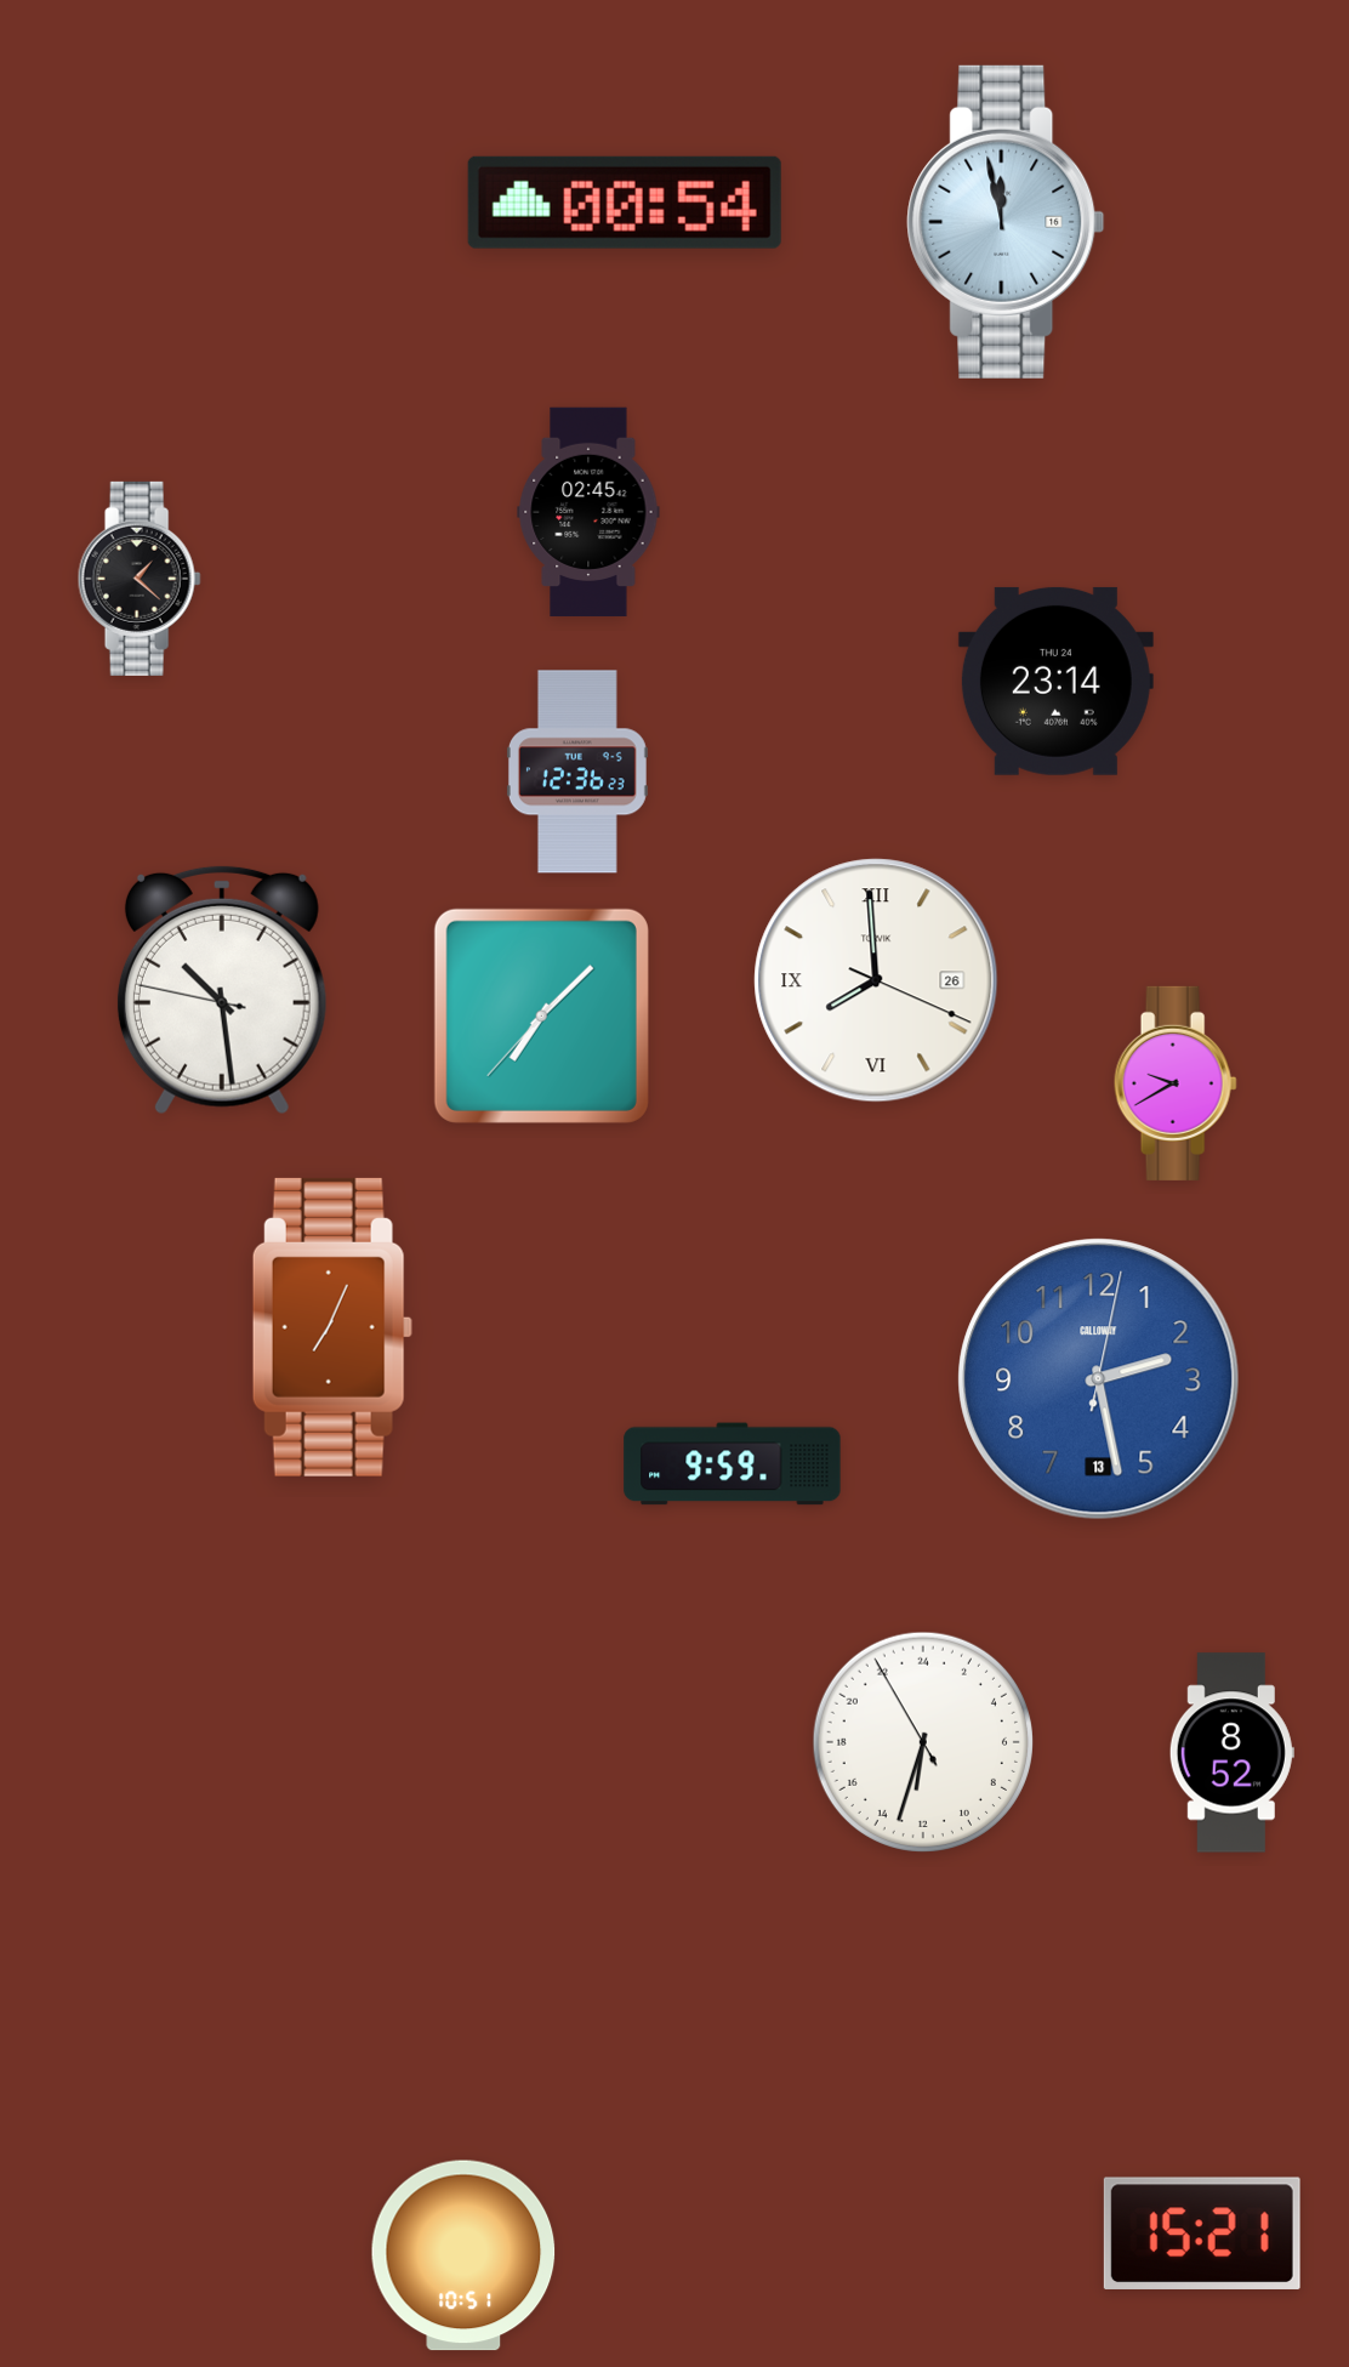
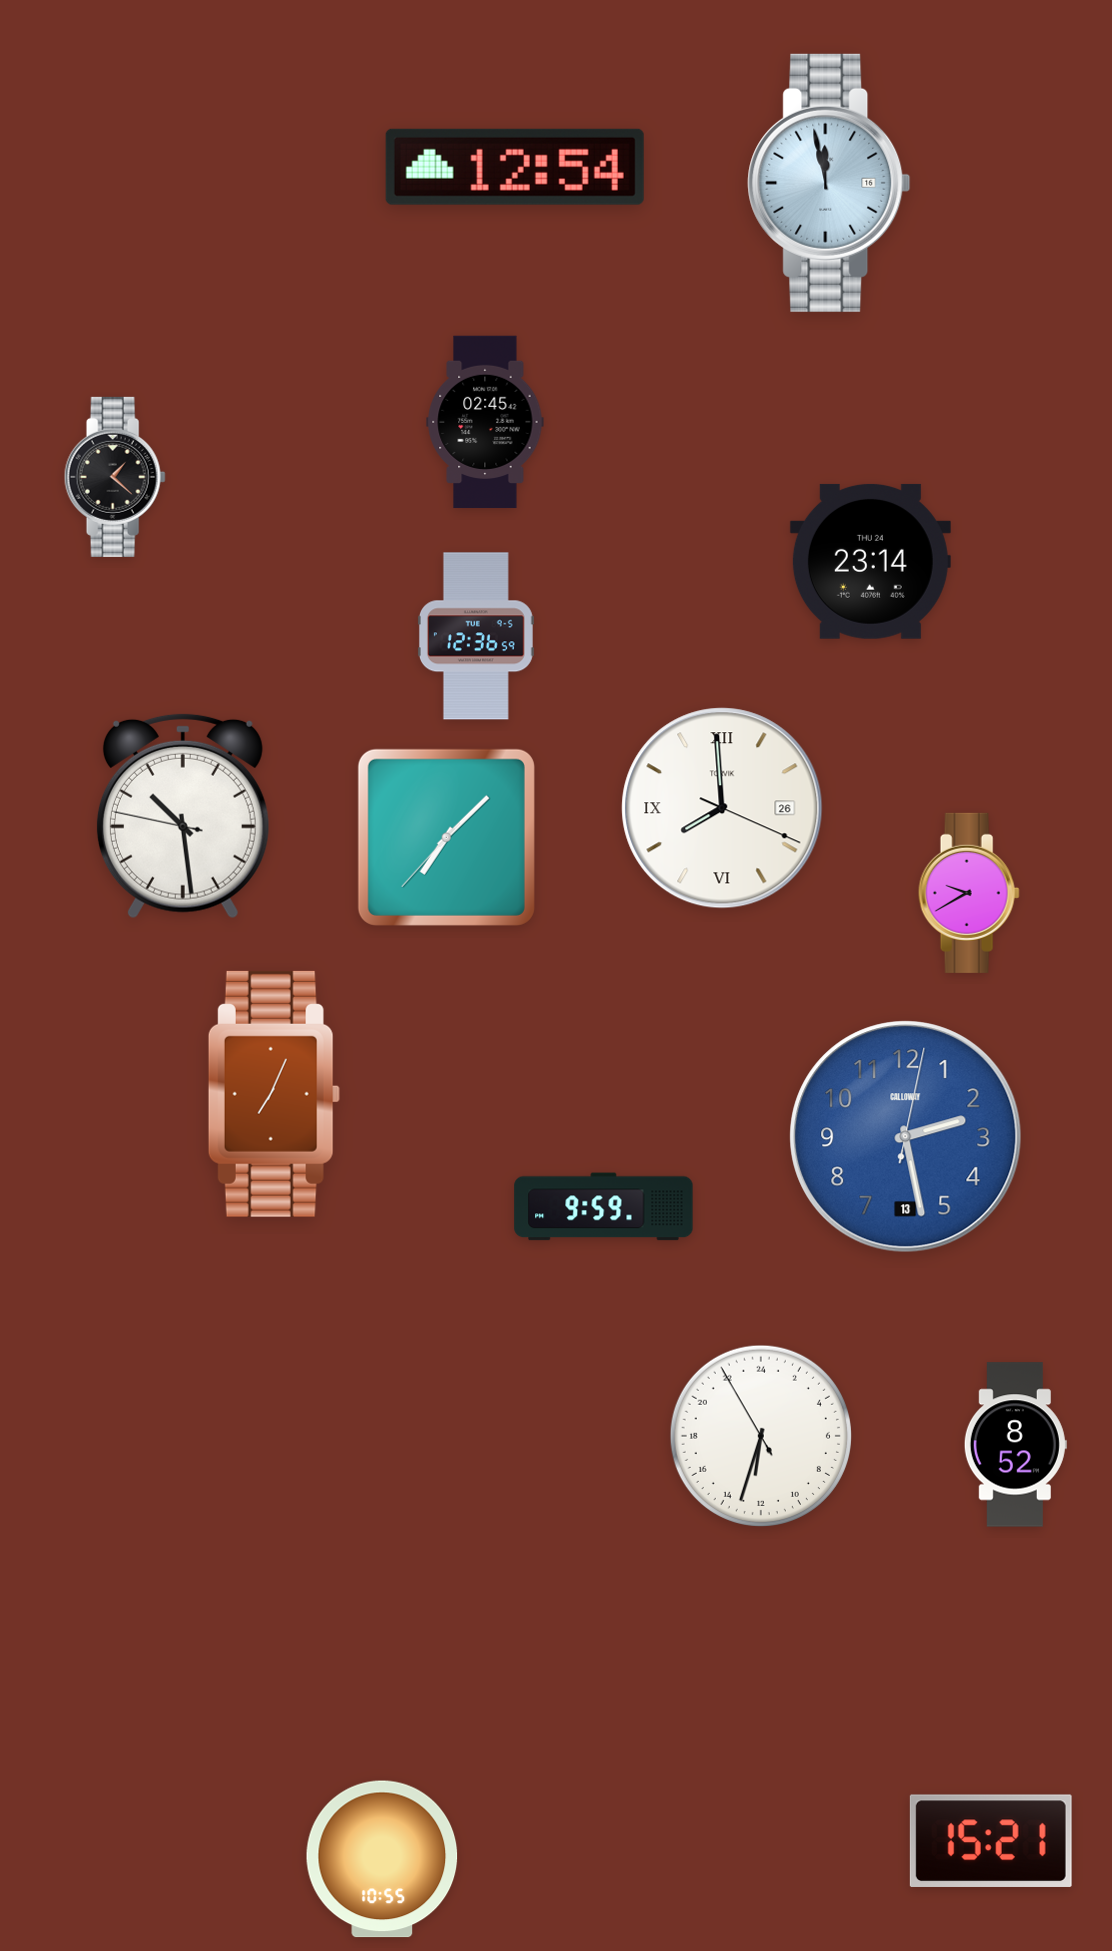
clock at (625, 203): 00:54 -> 12:54
clock at (577, 772): 12:36:23 -> 12:36:59
clock at (463, 2255): 10:51 -> 10:55
